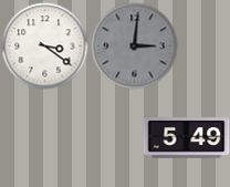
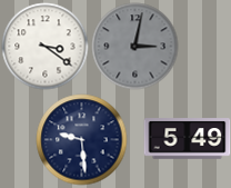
clock at (134, 45): 3:01 -> 3:02
clock at (81, 139): none -> 9:29
